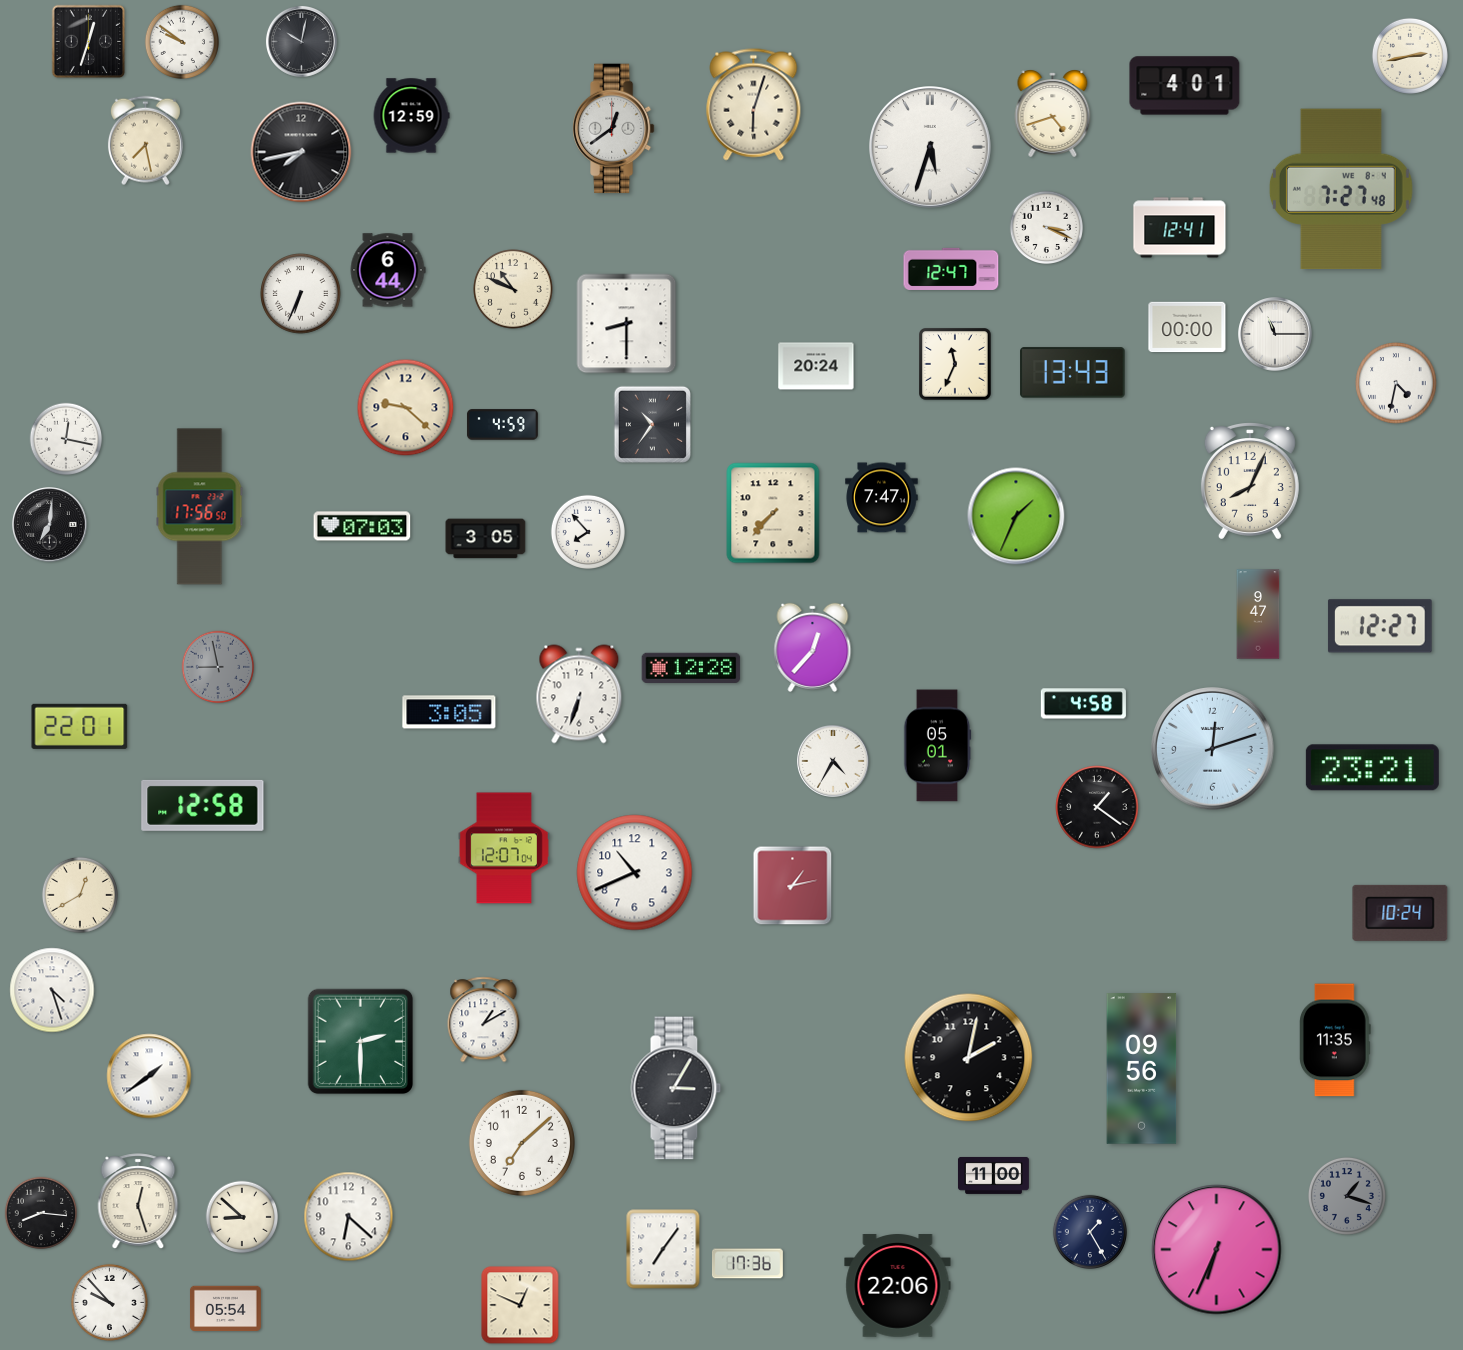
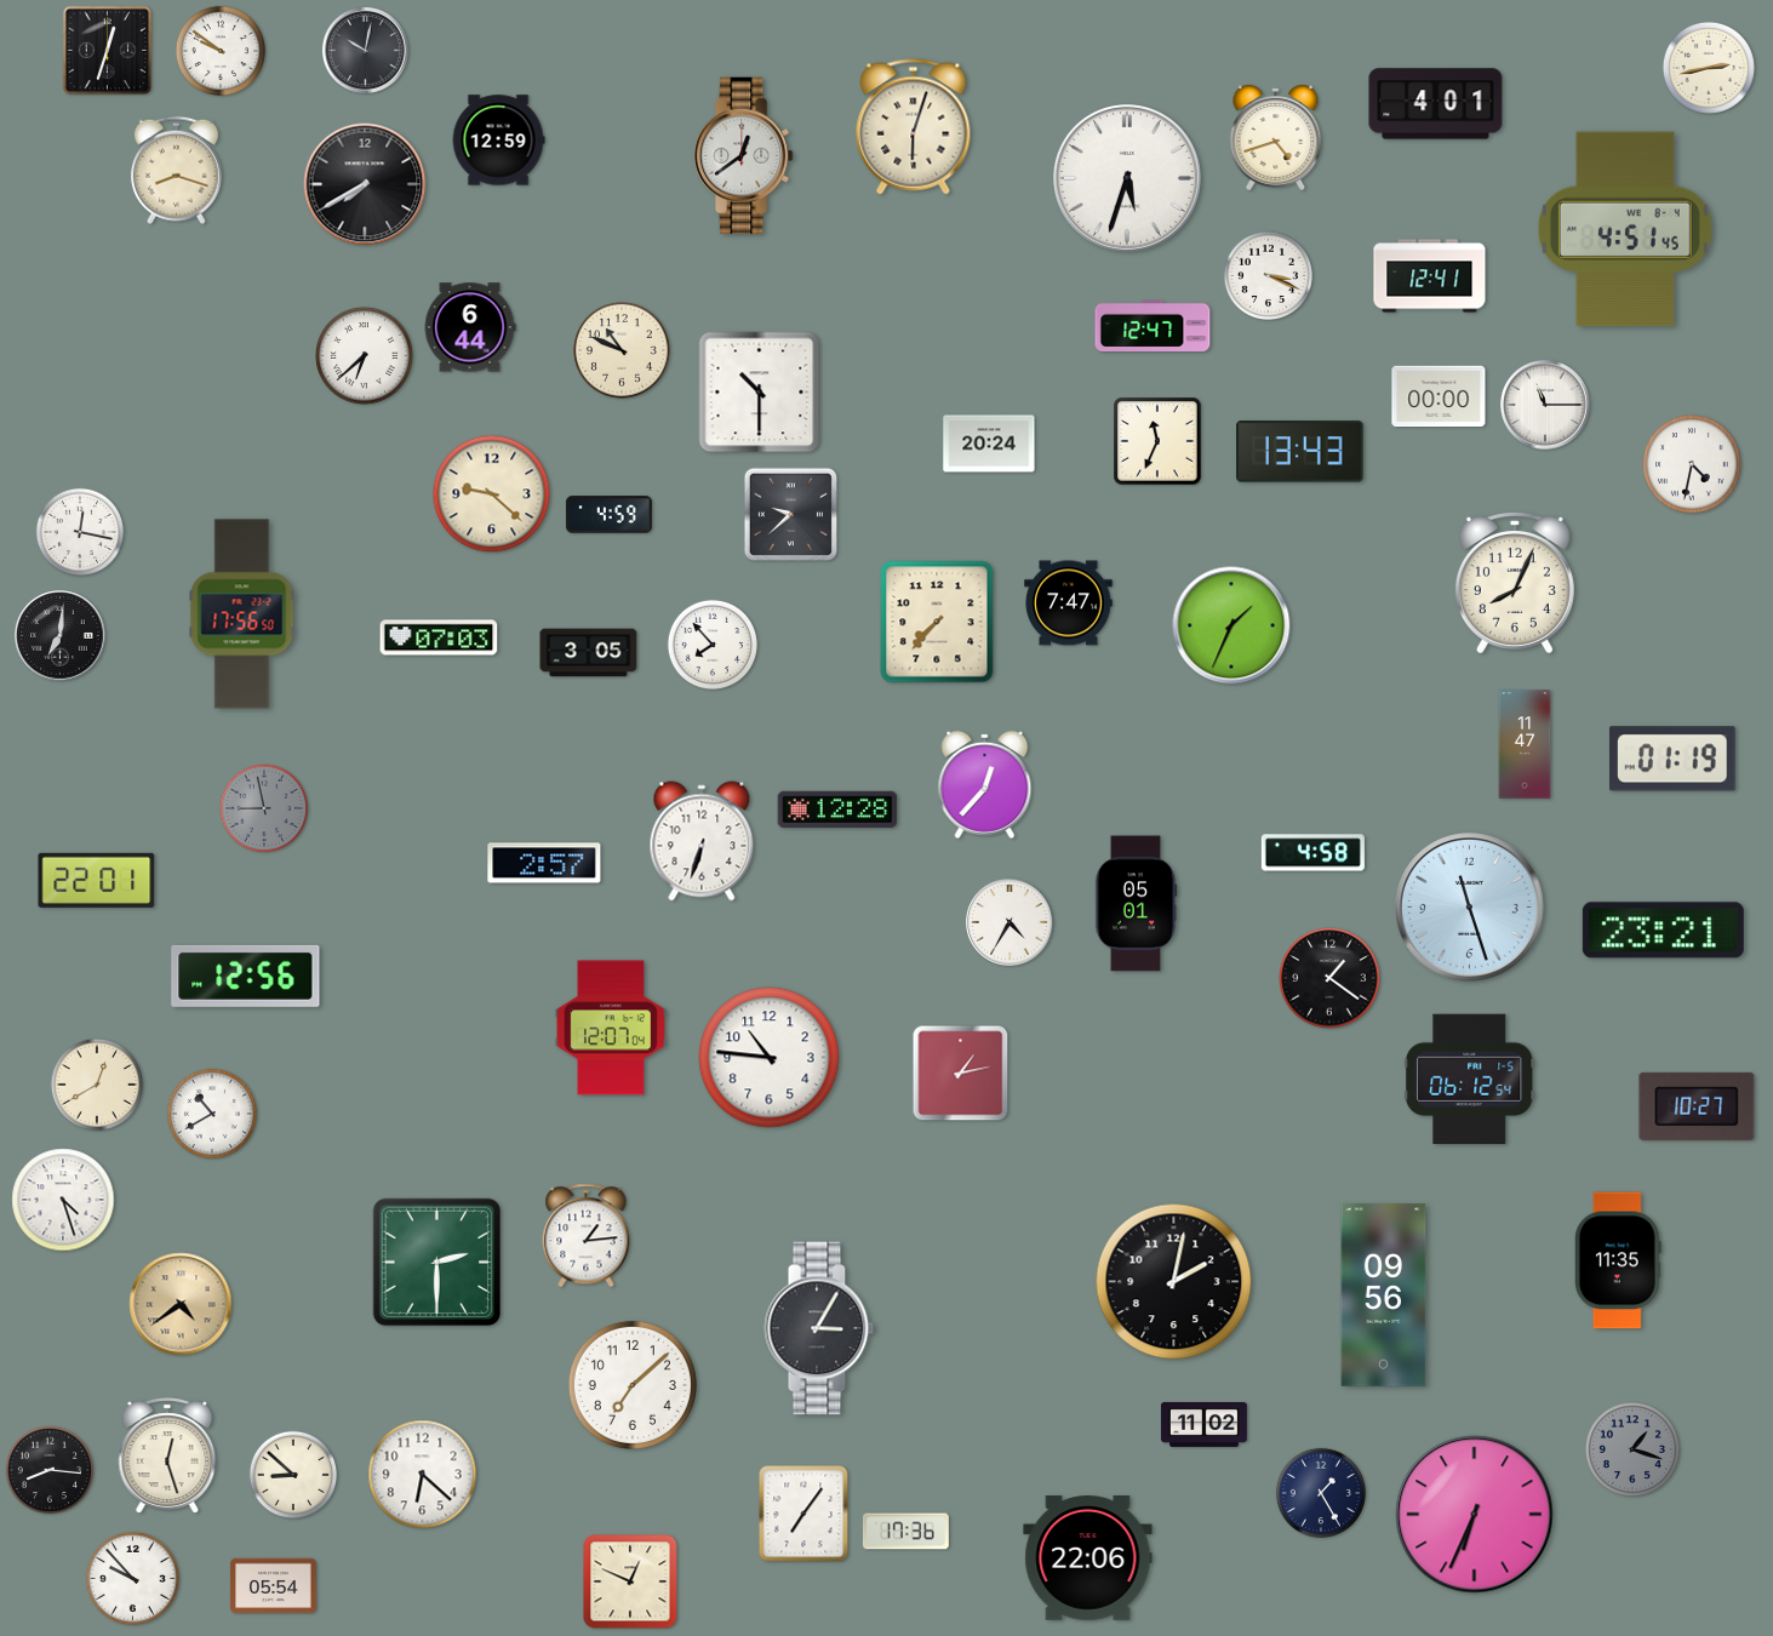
clock at (145, 141): 7:28 -> 8:18
clock at (301, 152): 7:43 -> 7:40
clock at (1341, 189): 7:27 -> 4:51
clock at (301, 294): 6:34 -> 6:38
clock at (627, 324): 8:30 -> 10:30
clock at (652, 424): 10:36 -> 9:38
clock at (1258, 614): 9:47 -> 11:47
clock at (1380, 626): 12:27 -> 01:19
clock at (449, 712): 3:05 -> 2:57
clock at (1213, 749): 12:12 -> 11:27
clock at (203, 805): 12:58 -> 12:56
clock at (635, 873): 10:41 -> 10:46
clock at (1470, 1080): none -> 06:12
clock at (1400, 913): 10:24 -> 10:27
clock at (211, 1112): none -> 10:40
clock at (484, 1020): 1:10 -> 1:14
clock at (149, 1076): 1:39 -> 4:39
clock at (149, 1076) dial: white -> champagne
clock at (676, 1088) position: (676, 1088) -> (819, 1328)
clock at (993, 1175): 11:00 -> 11:02
